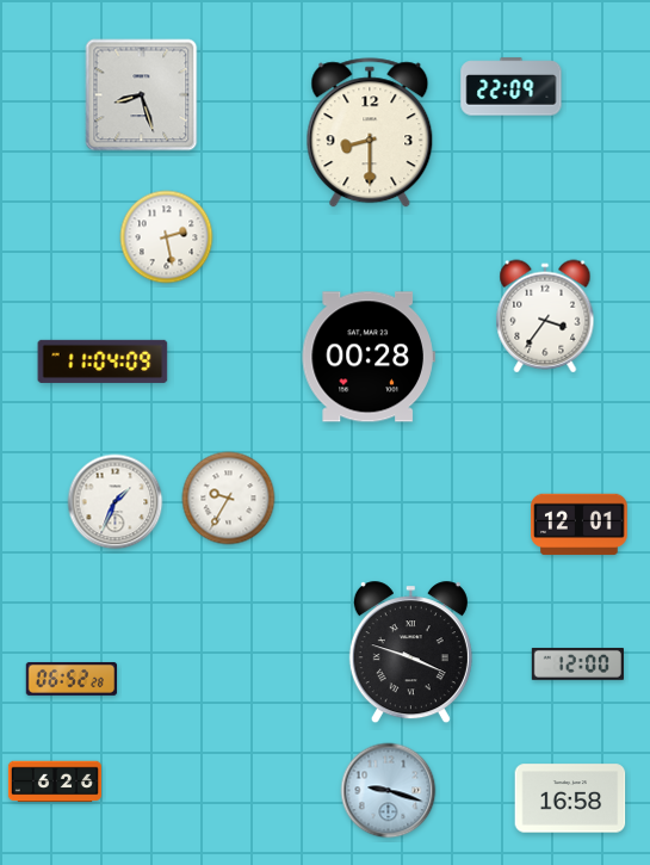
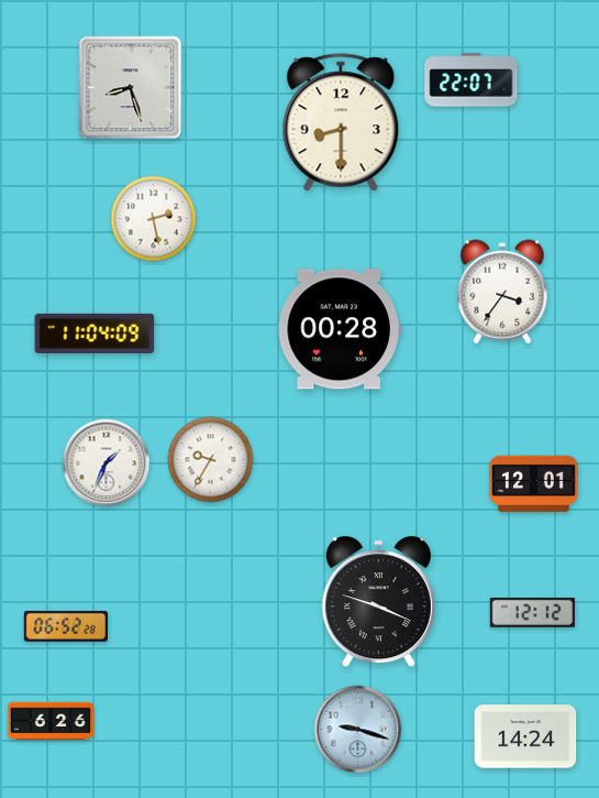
clock at (512, 87): 22:09 -> 22:07
clock at (577, 663): 12:00 -> 12:12
clock at (570, 798): 16:58 -> 14:24
